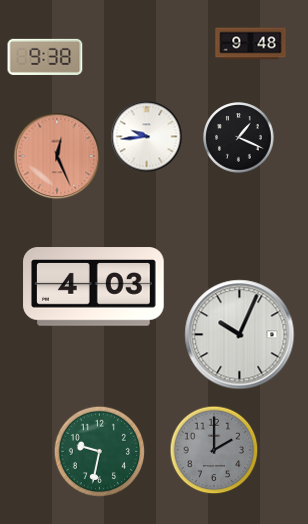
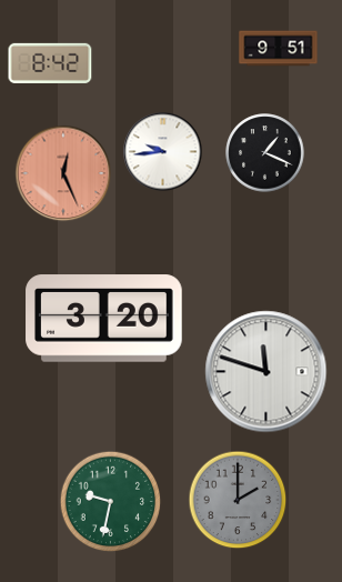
clock at (251, 44): 9:48 -> 9:51
clock at (45, 57): 9:38 -> 8:42
clock at (94, 287): 4:03 -> 3:20
clock at (240, 335): 10:04 -> 11:48
